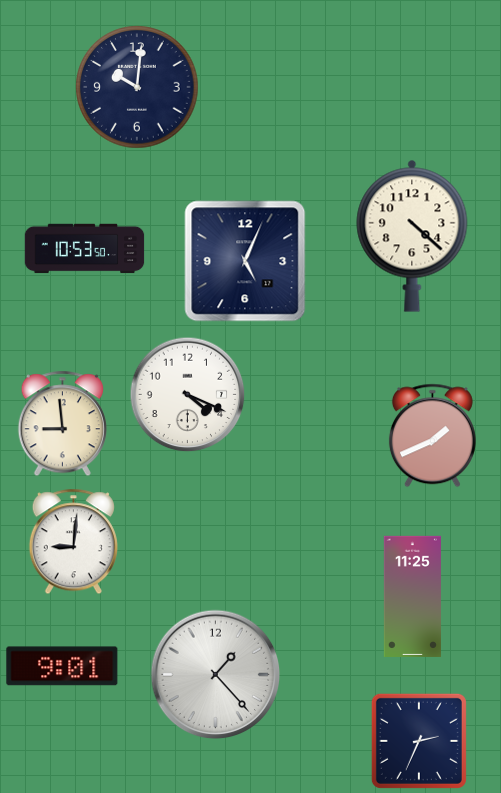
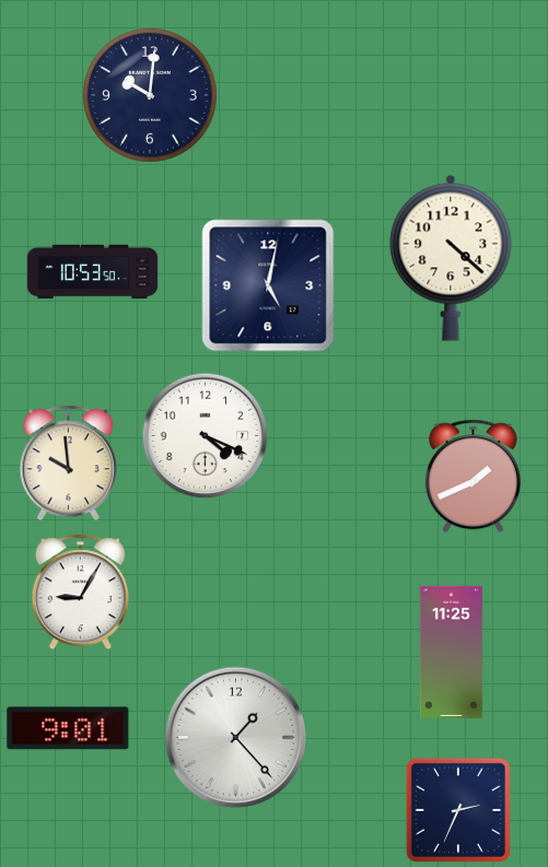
clock at (245, 261): 5:04 -> 5:02
clock at (188, 395) position: (188, 395) -> (206, 436)
clock at (62, 424): 8:59 -> 9:59
clock at (73, 542): 9:01 -> 9:05
